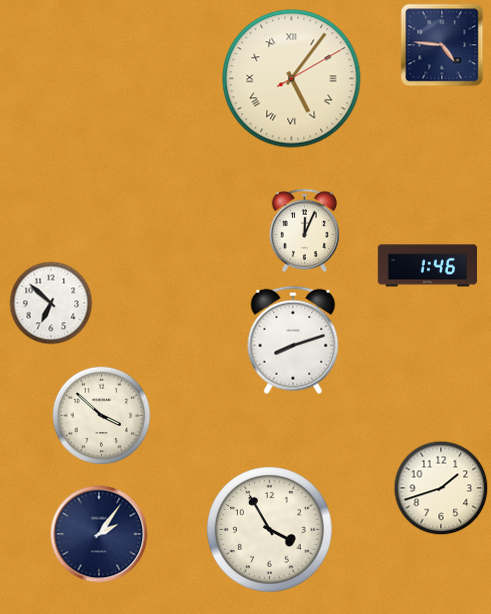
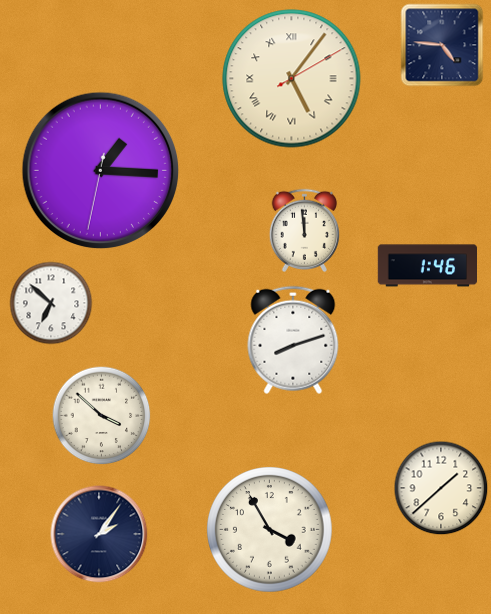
clock at (101, 171): none -> 1:15
clock at (304, 230): 12:04 -> 11:59
clock at (441, 488): 1:42 -> 1:38
